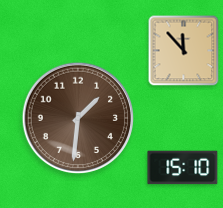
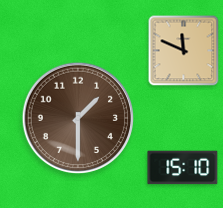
clock at (184, 51): 11:53 -> 11:49
clock at (78, 118): 1:31 -> 1:30
